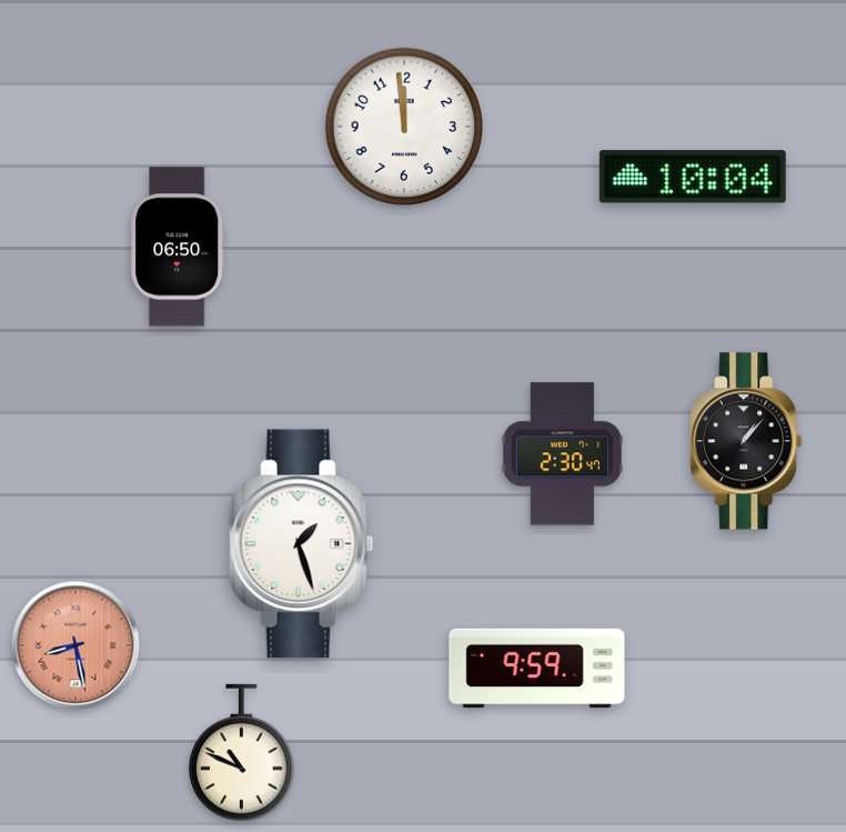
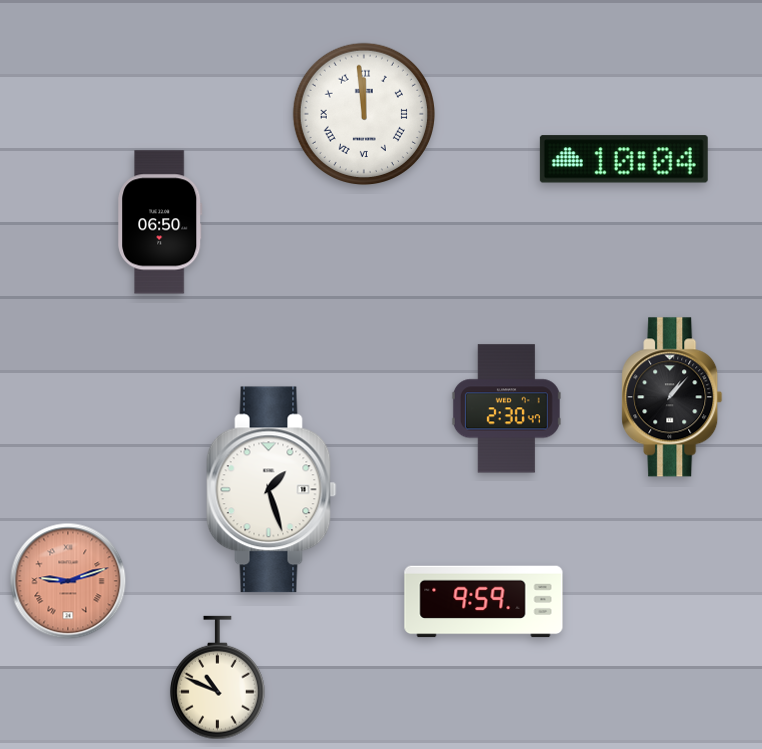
clock at (403, 126) numerals: Arabic -> Roman
clock at (75, 645): 8:28 -> 9:12
